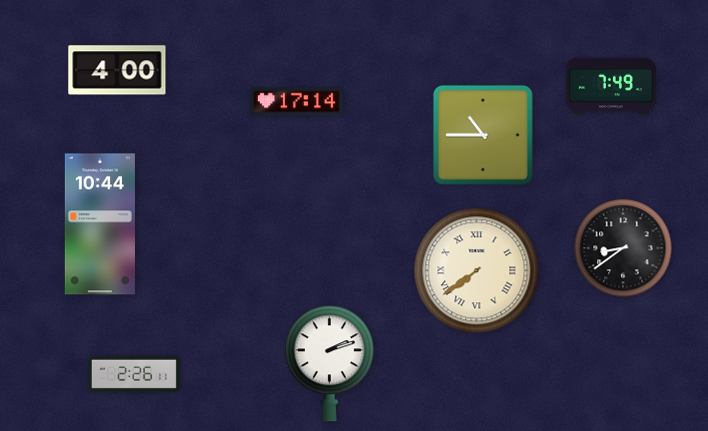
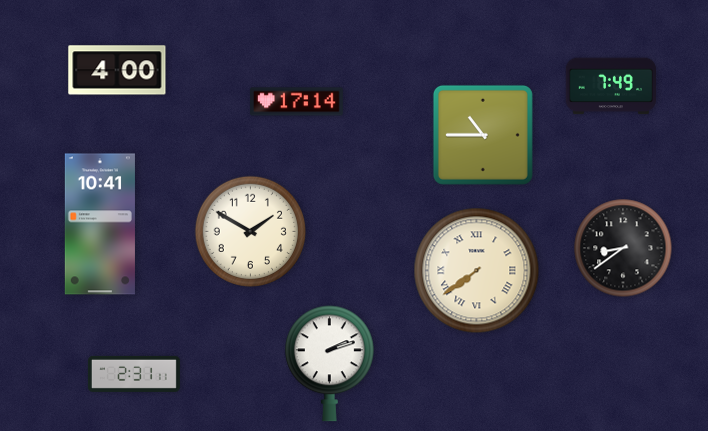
clock at (100, 224): 10:44 -> 10:41
clock at (250, 231): none -> 1:50
clock at (134, 374): 2:26 -> 2:31
